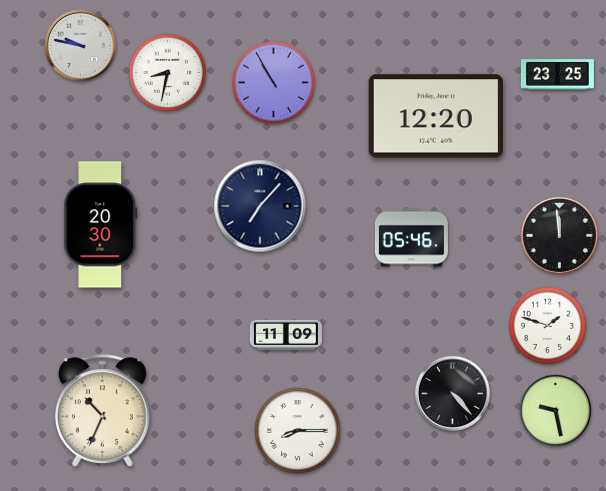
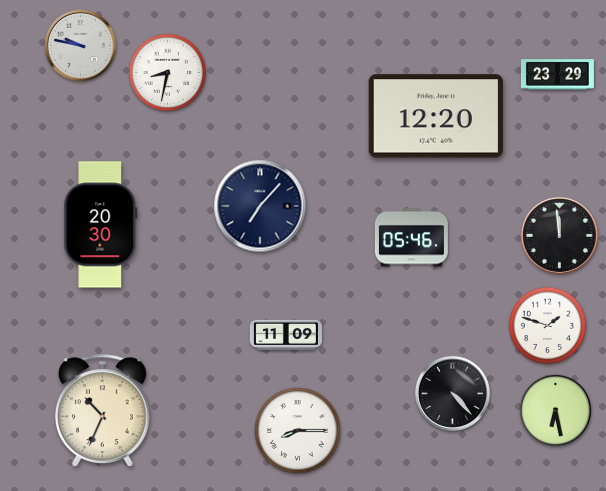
clock at (557, 75): 23:25 -> 23:29
clock at (273, 82): 10:55 -> none
clock at (555, 410): 9:28 -> 6:28
